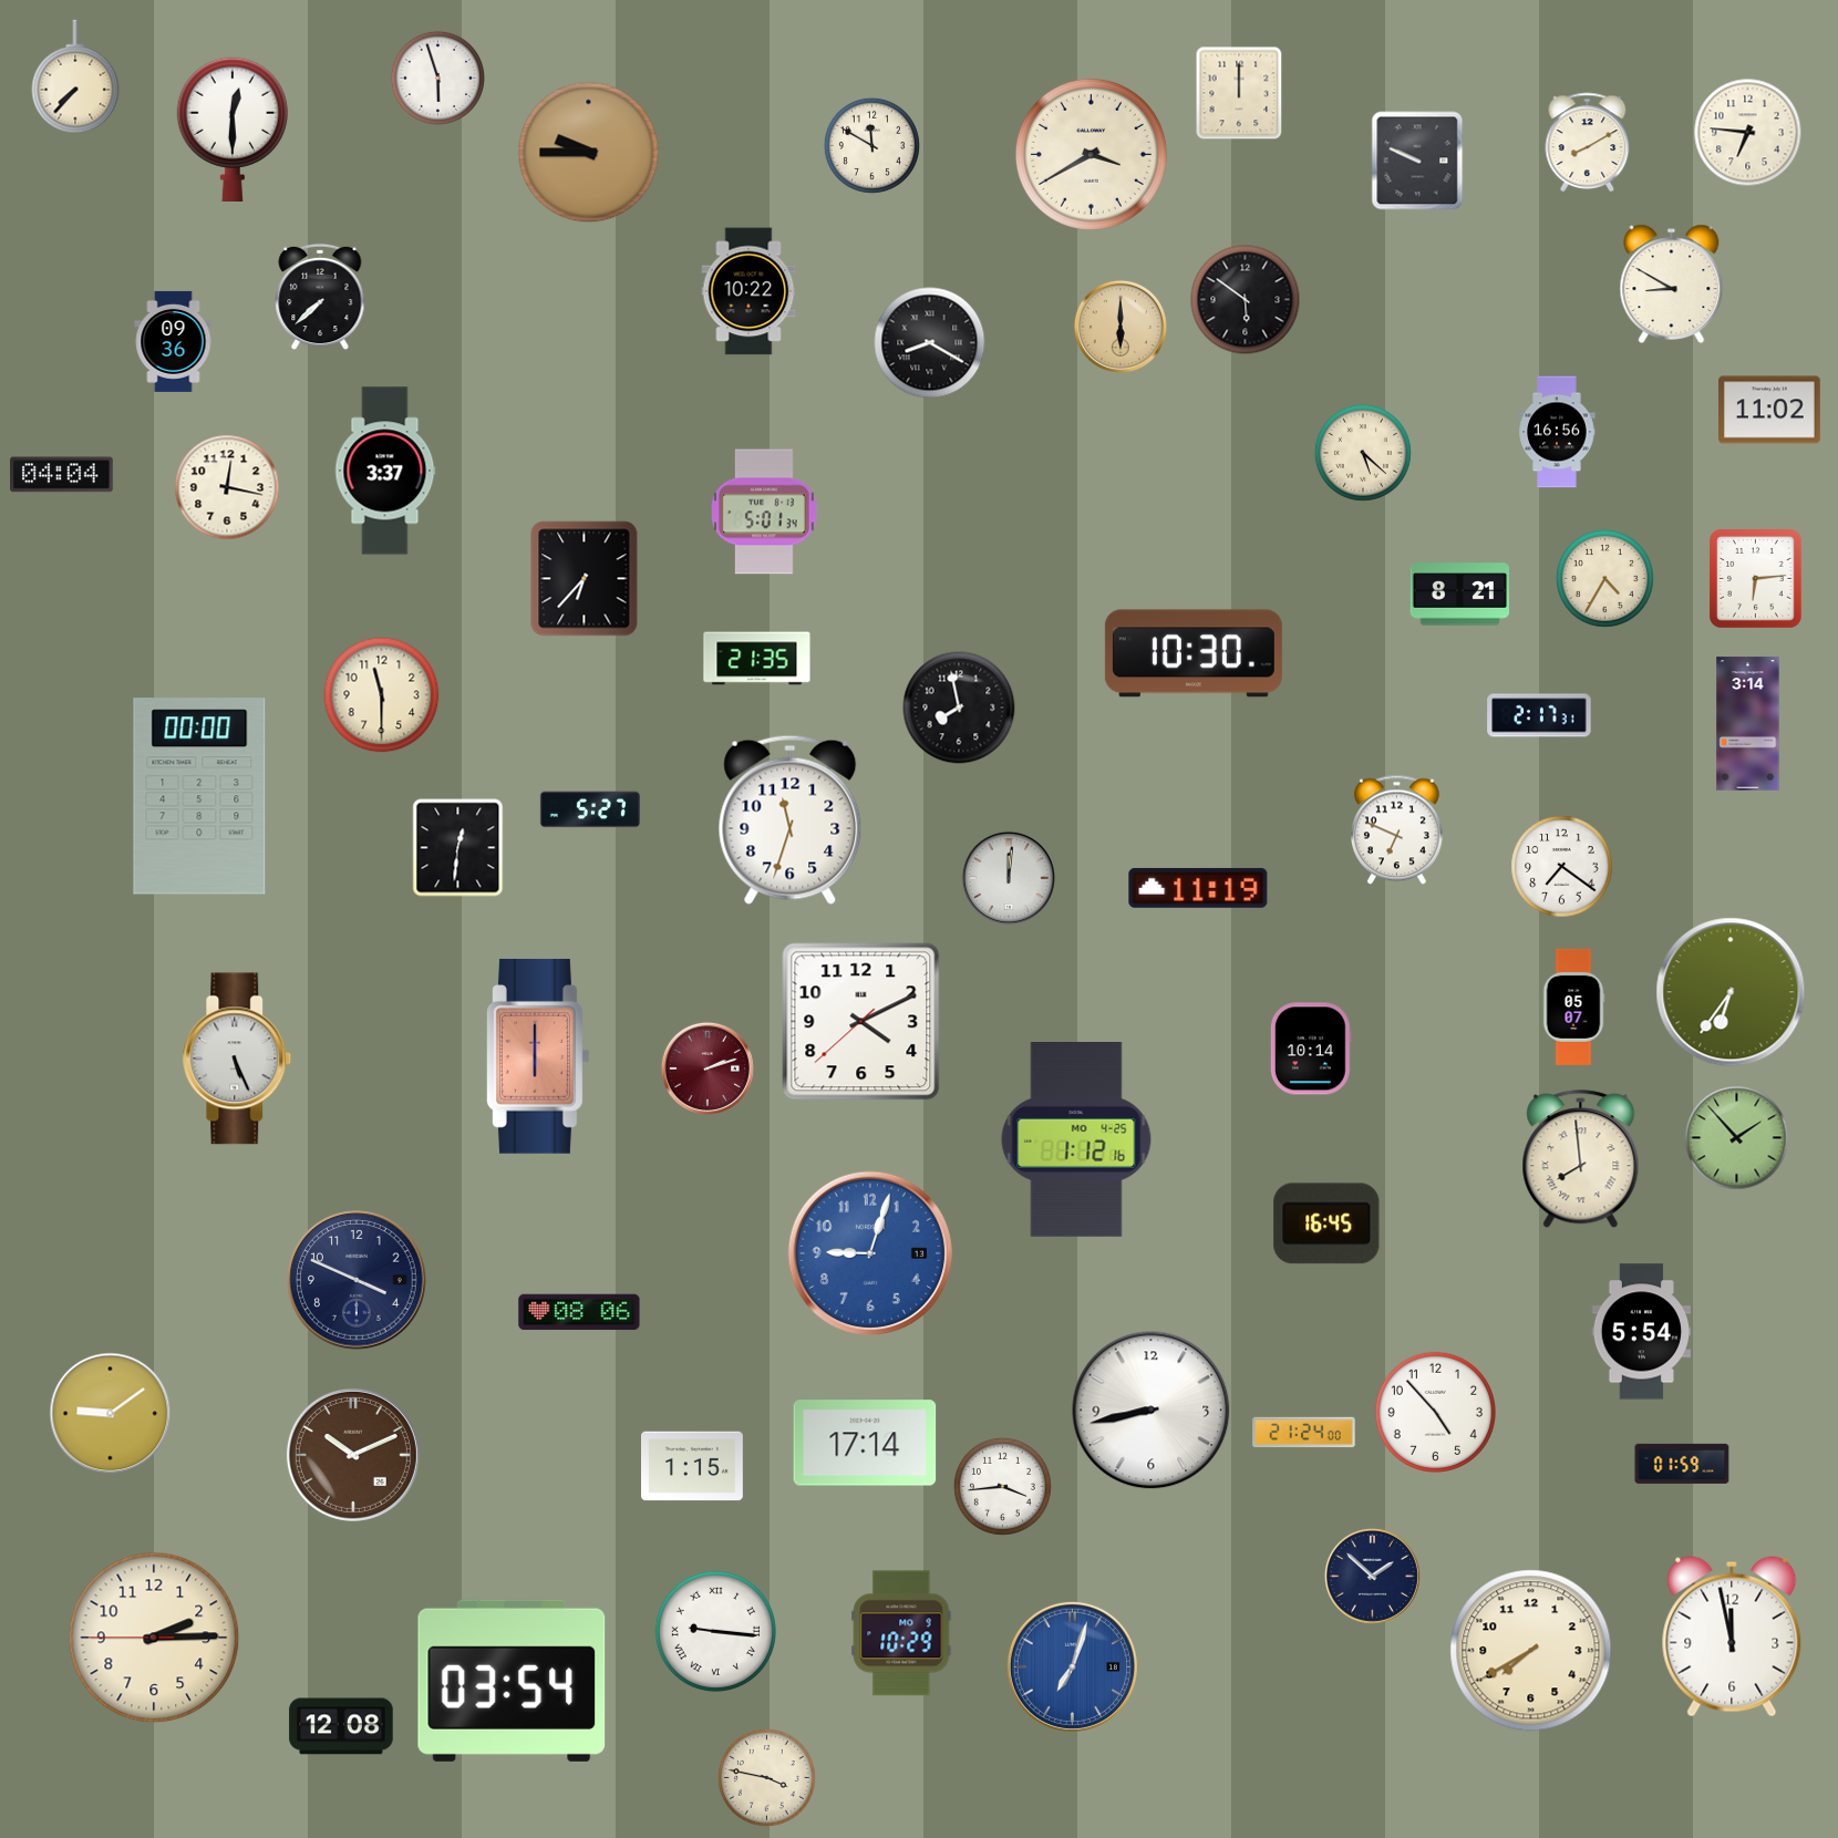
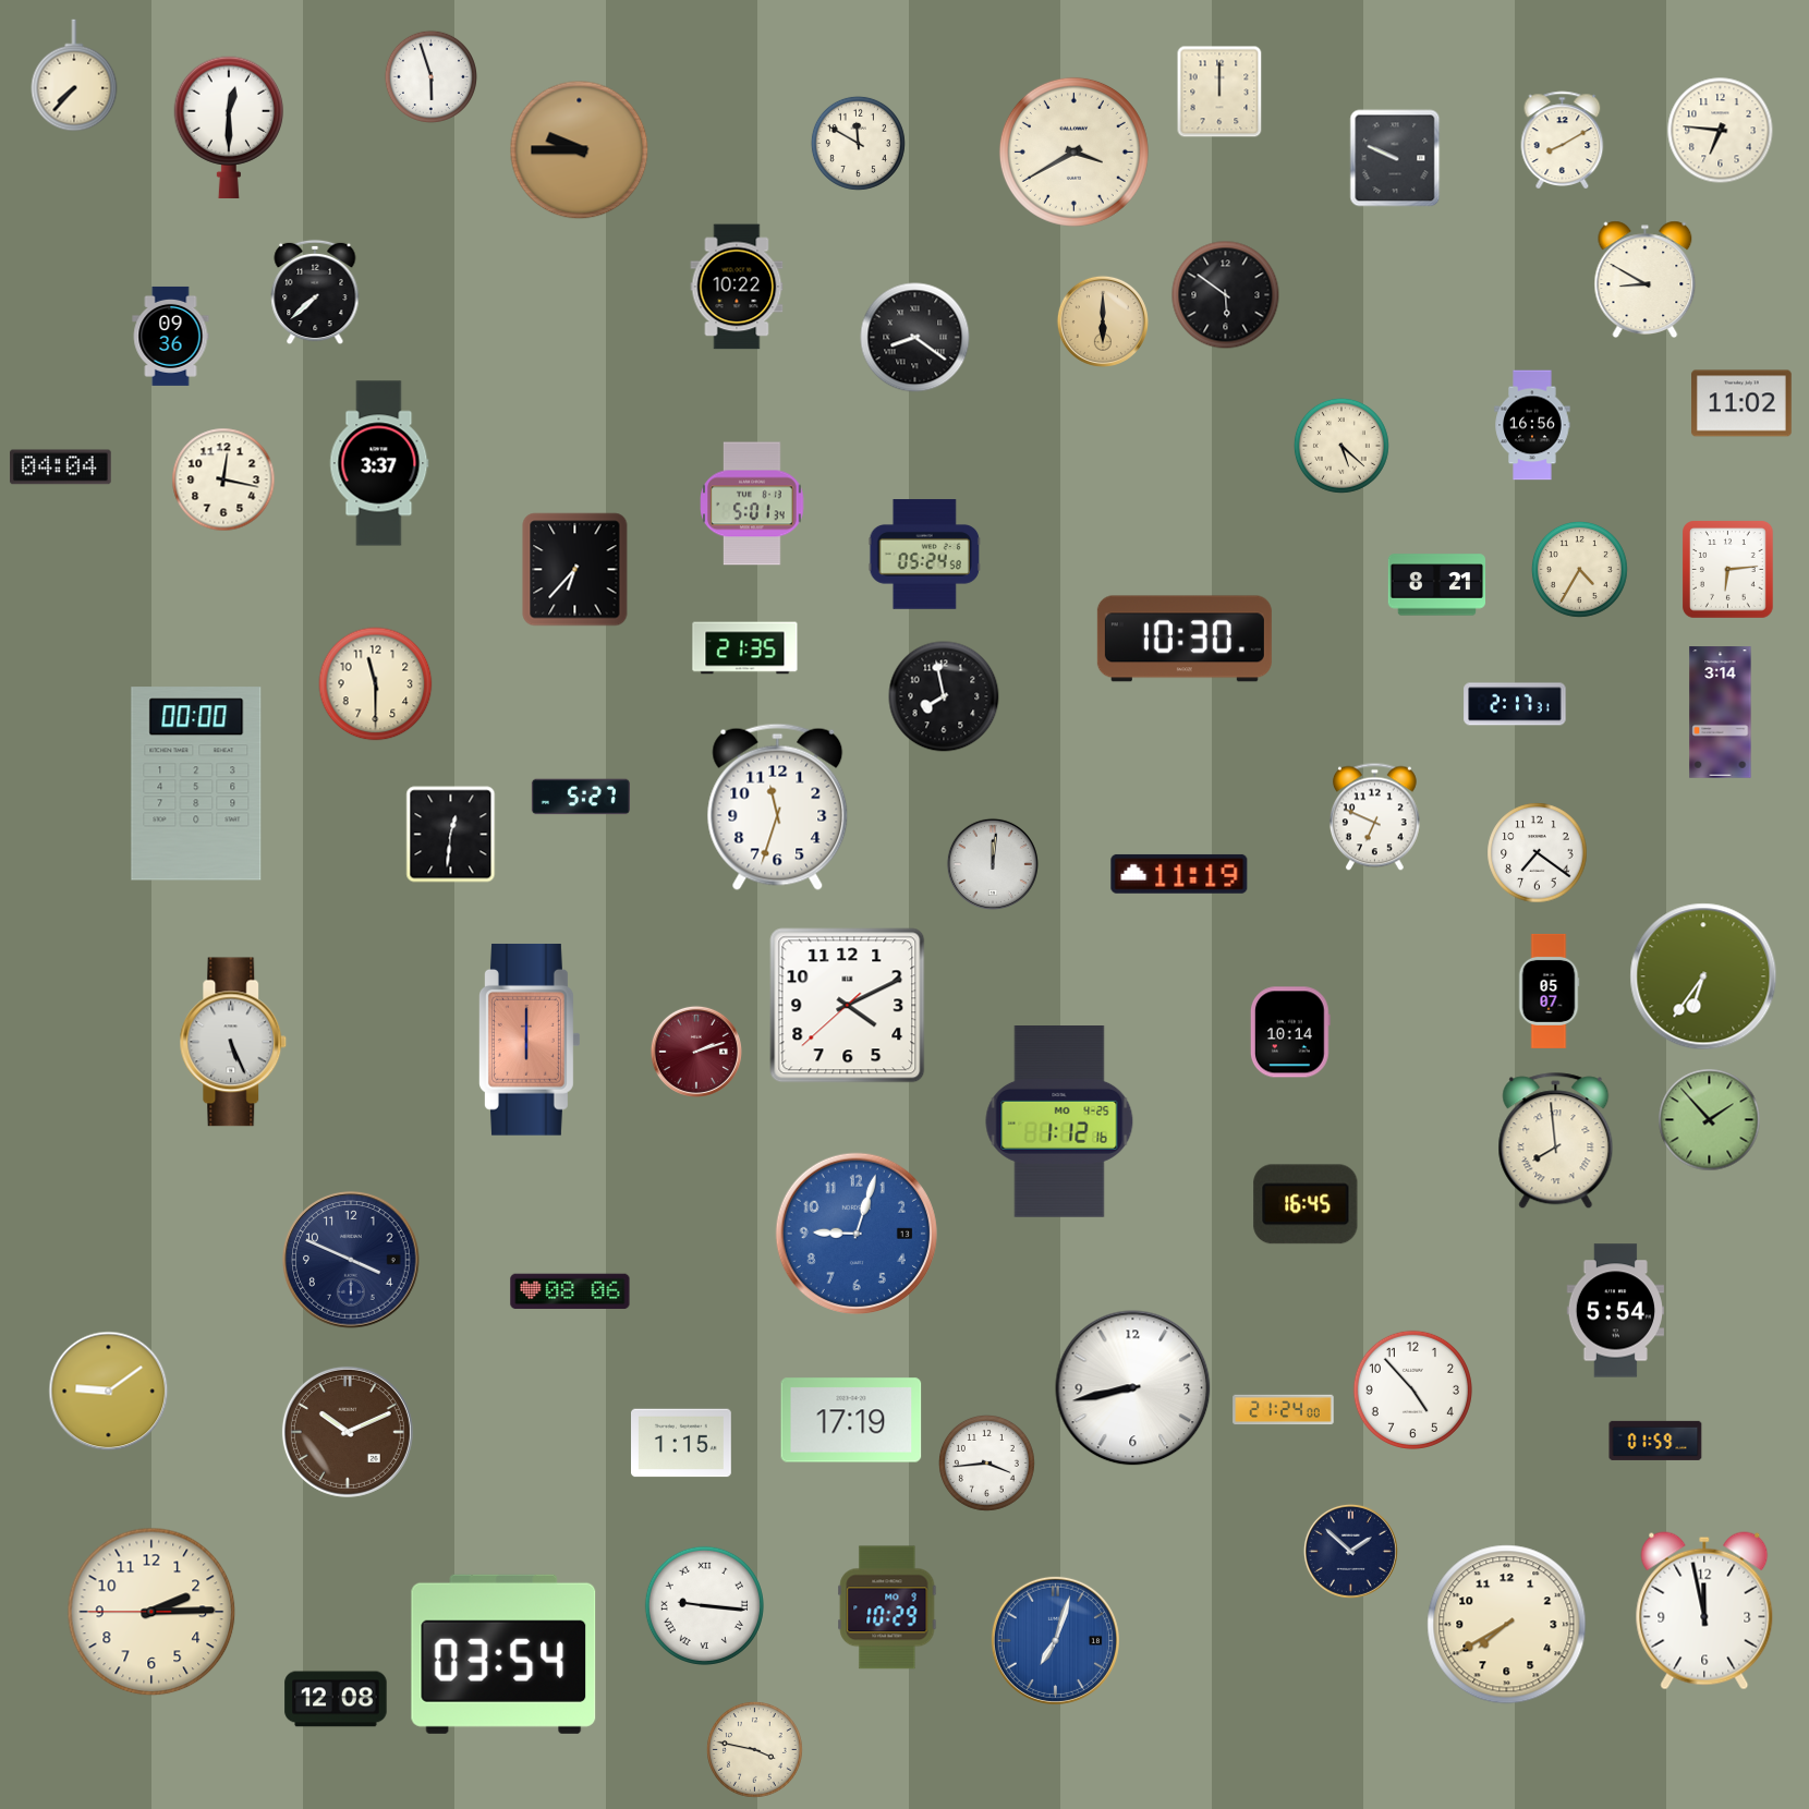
clock at (930, 343): 8:20 -> 8:21
clock at (924, 555): none -> 05:24
clock at (1194, 653) position: (1194, 653) -> (1185, 639)
clock at (865, 1443): 17:14 -> 17:19
